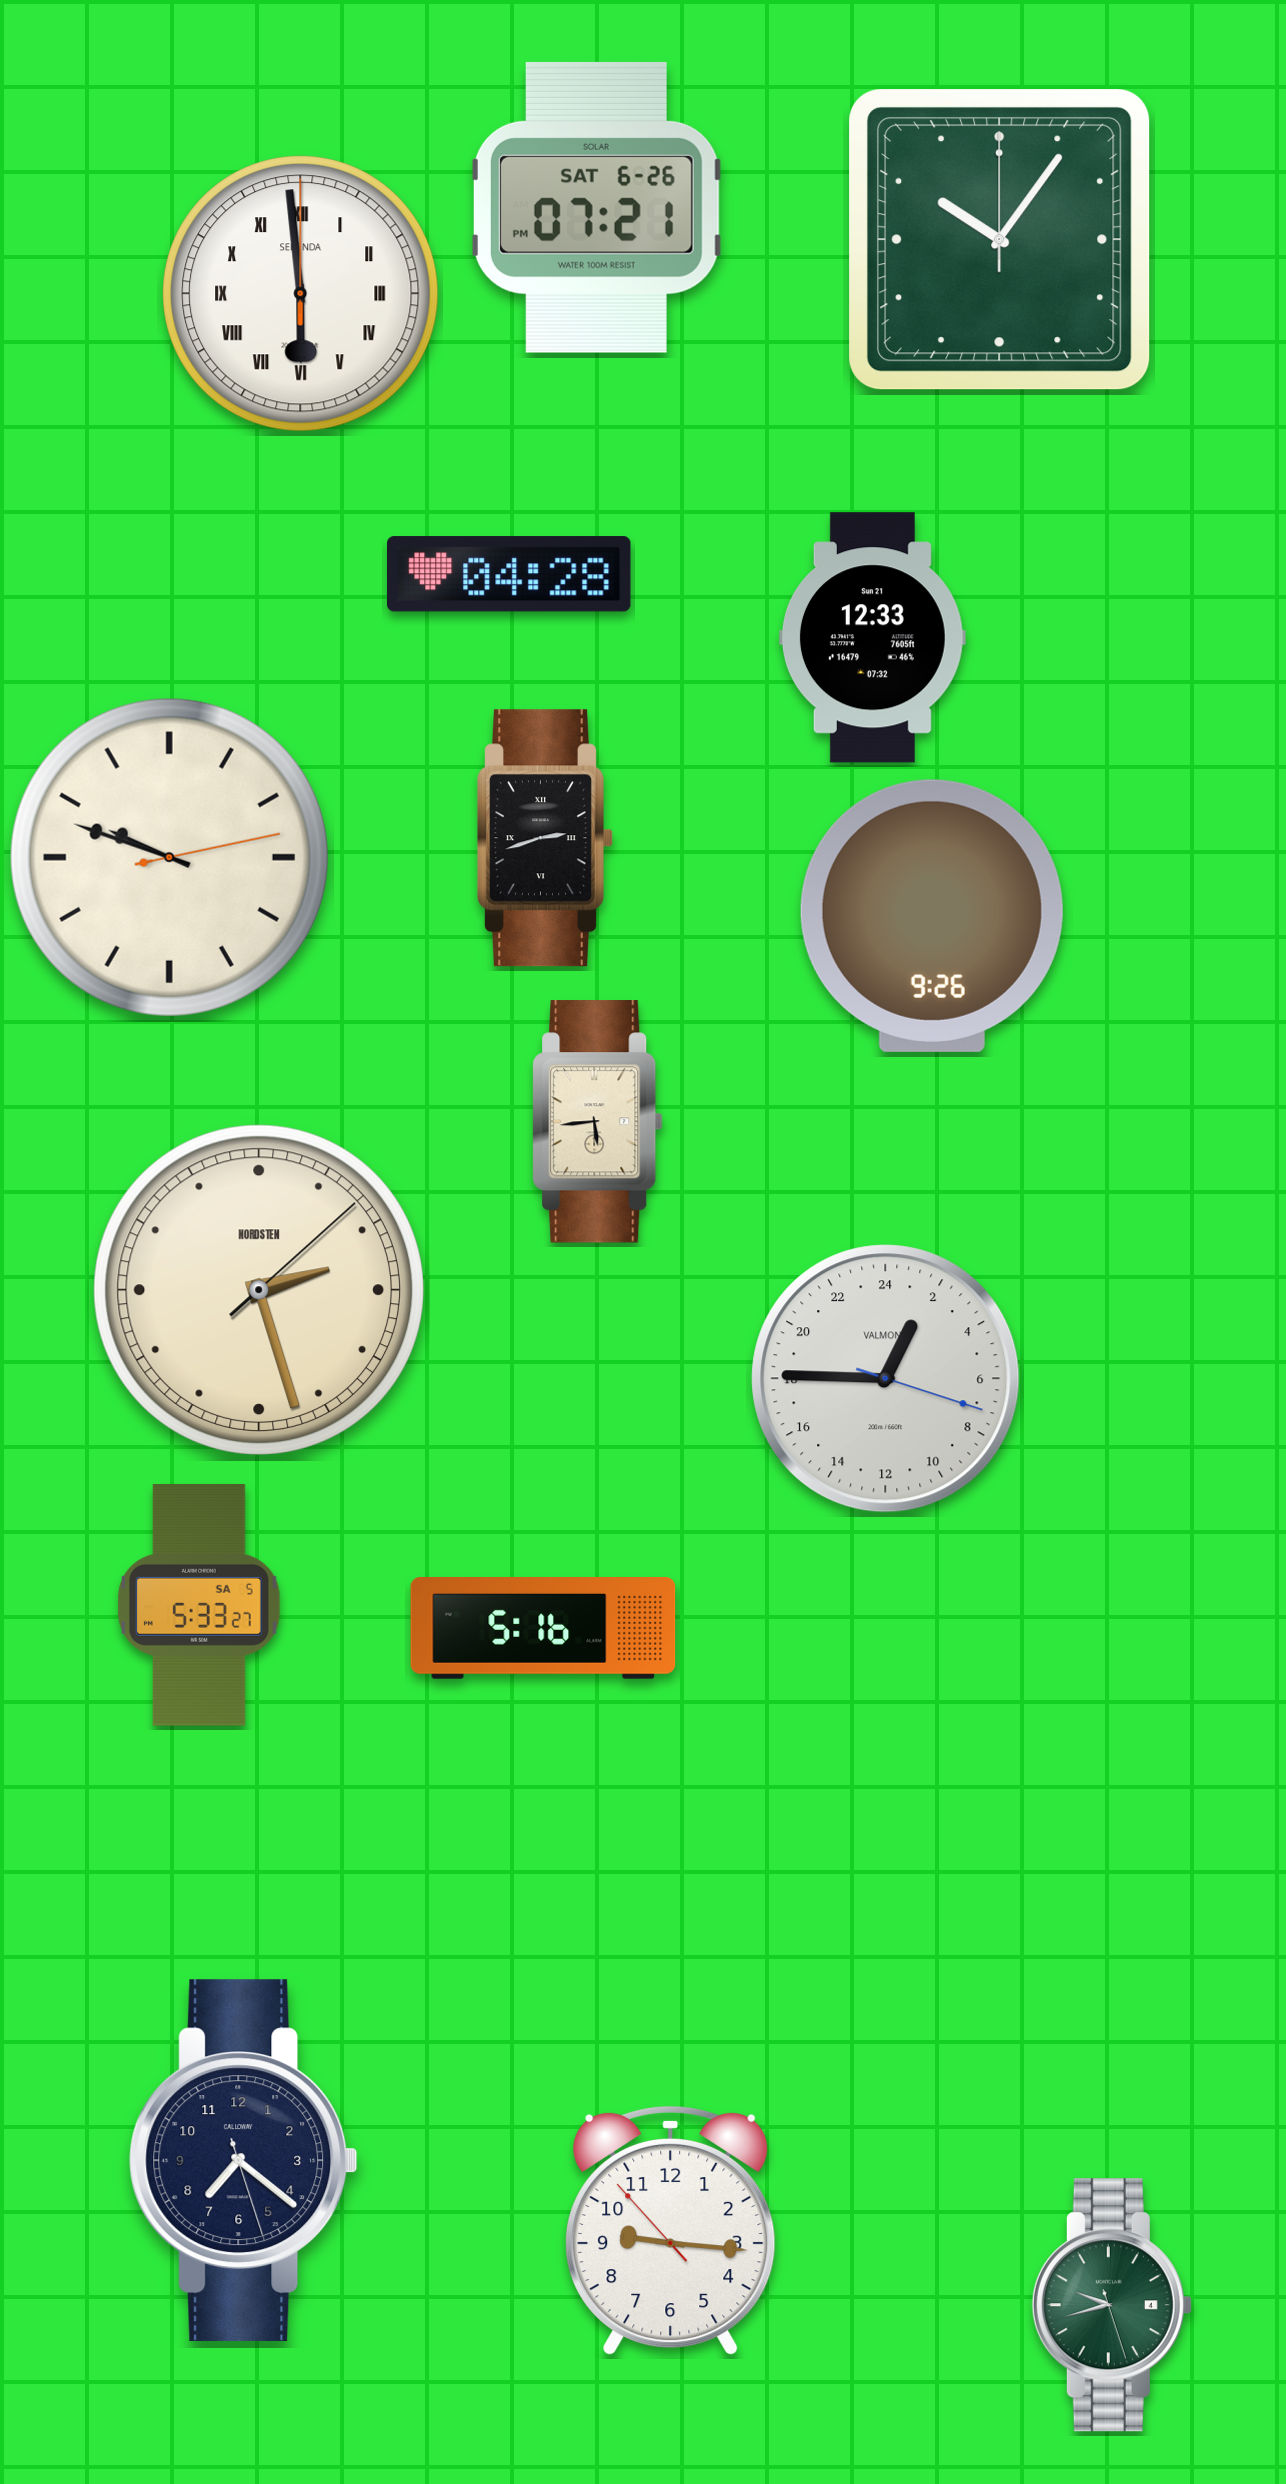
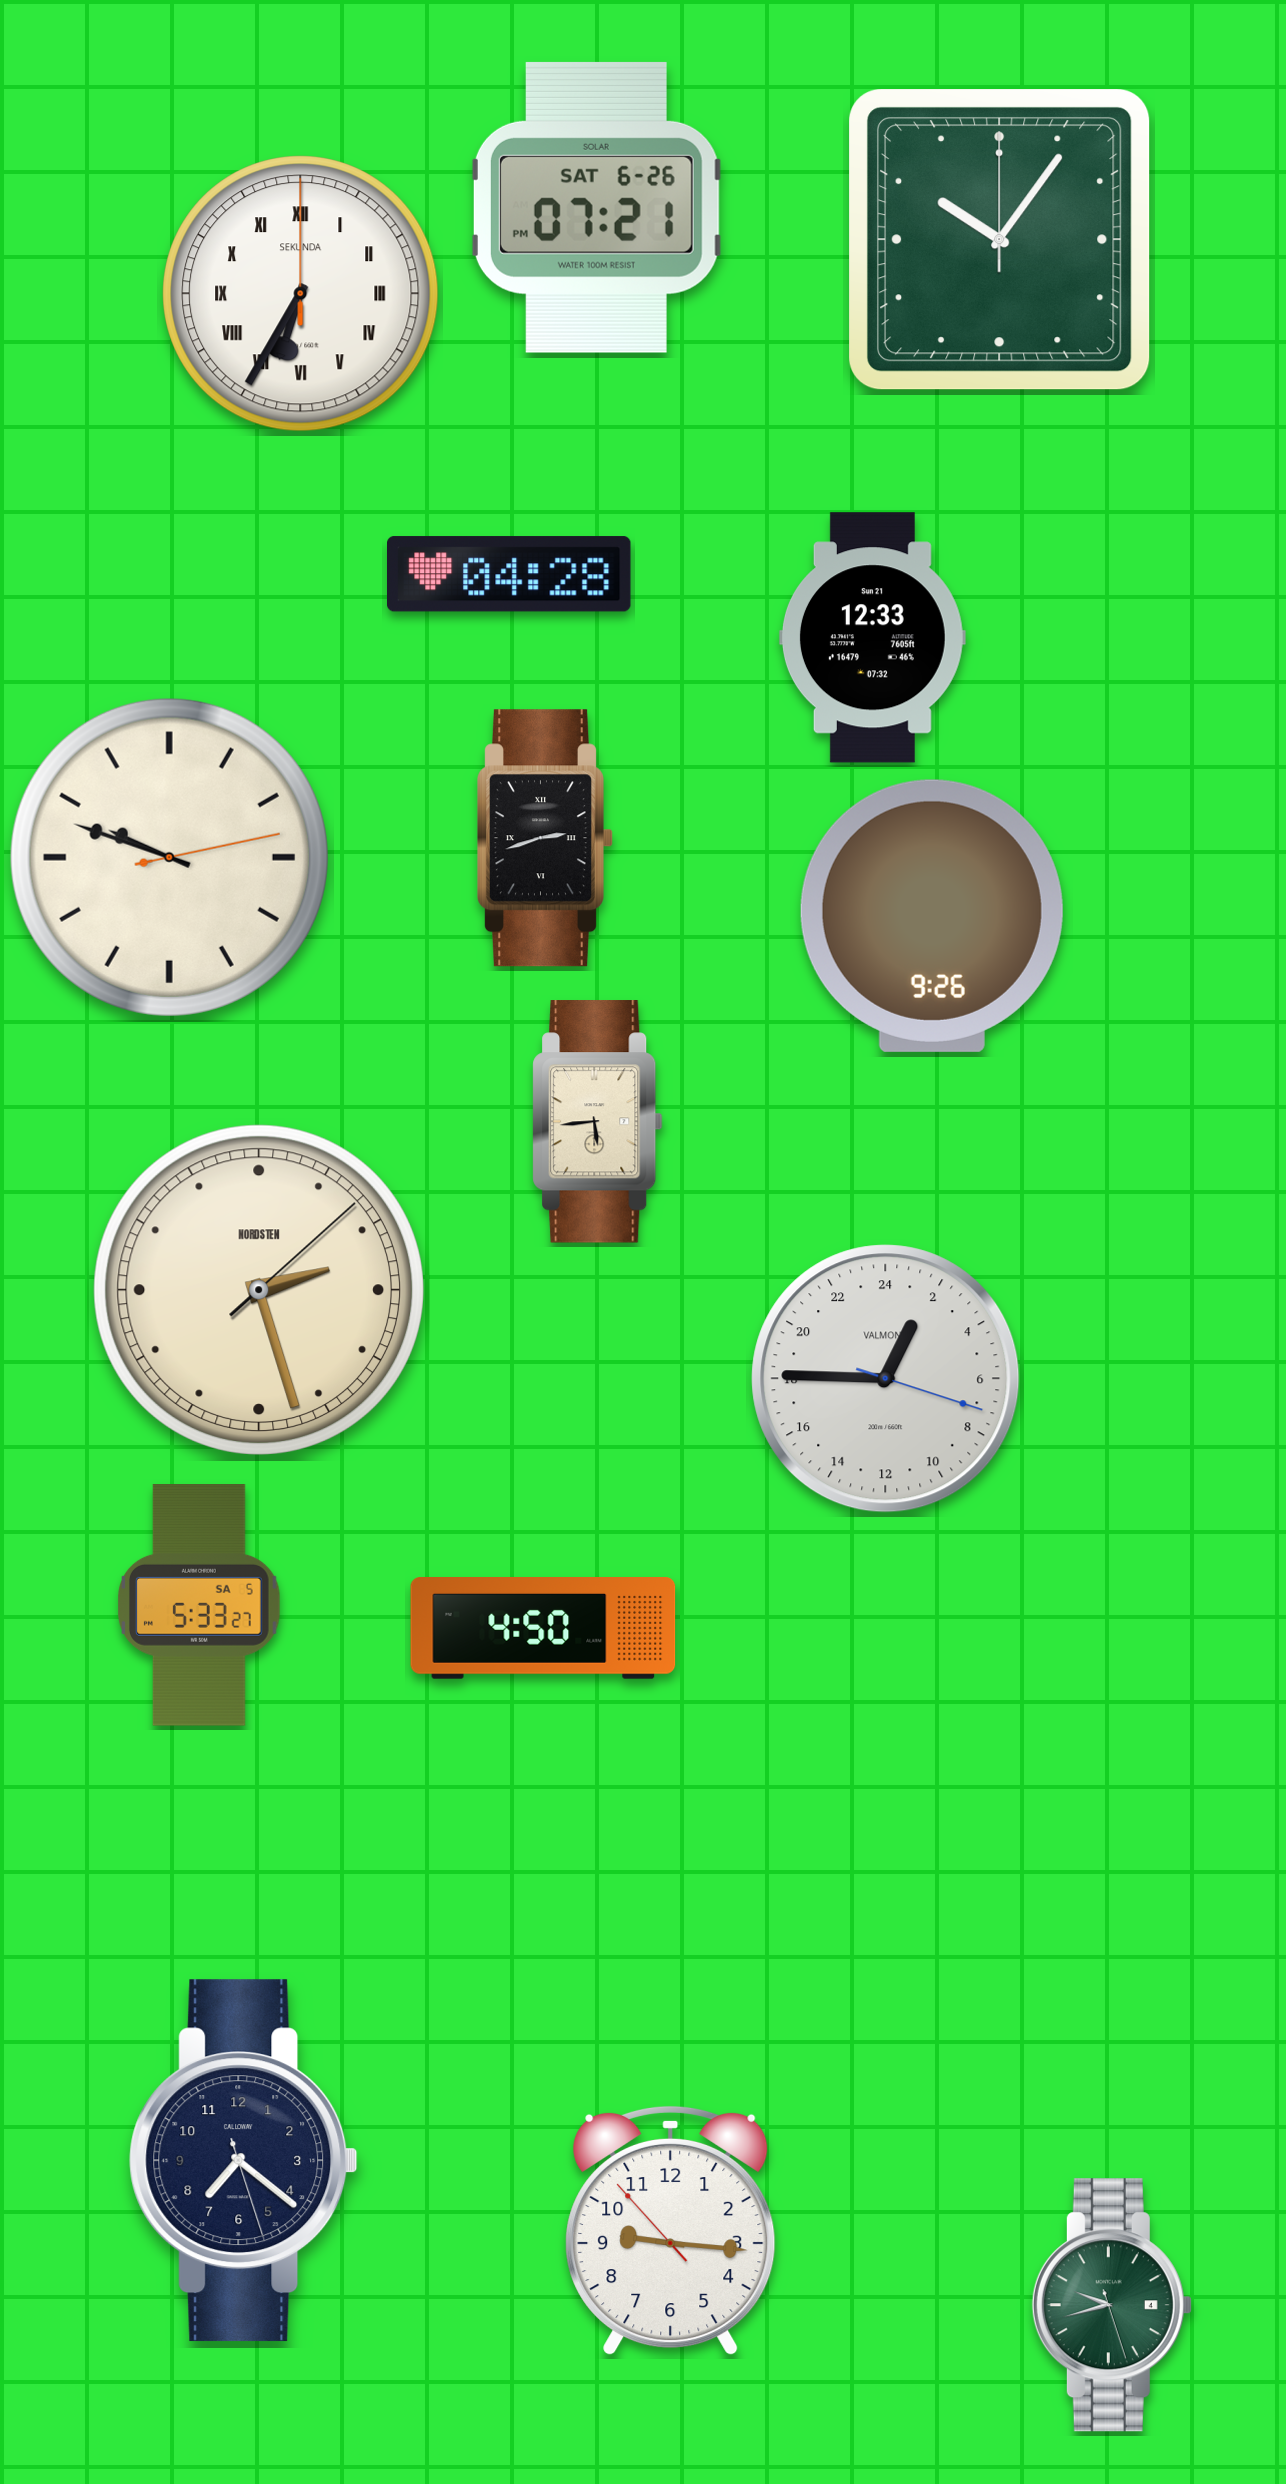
clock at (301, 294): 5:59 -> 6:35
clock at (543, 1629): 5:16 -> 4:50
